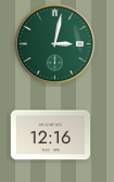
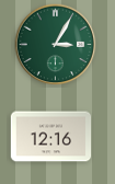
clock at (55, 44): 3:02 -> 3:05
